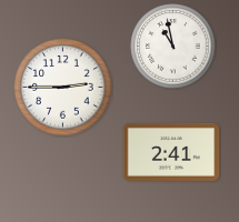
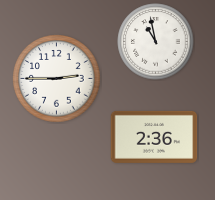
clock at (171, 152): 2:41 -> 2:36
